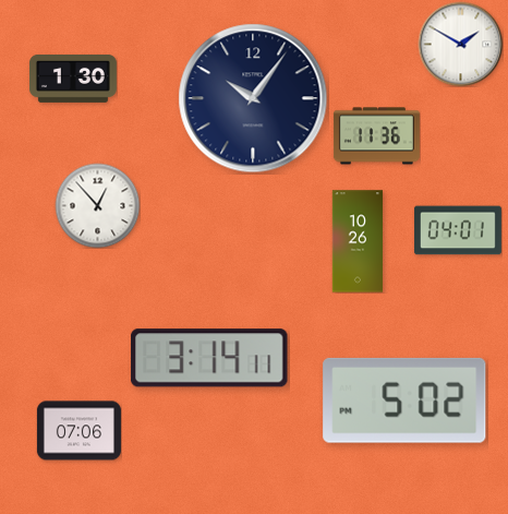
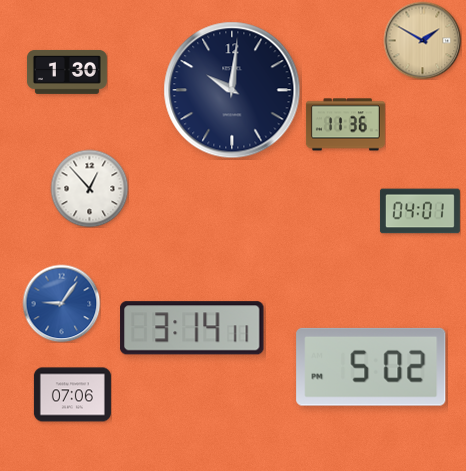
clock at (460, 44) dial: white -> champagne
clock at (253, 98): 10:06 -> 10:01
clock at (358, 241): 10:26 -> none
clock at (61, 303): none -> 9:06
